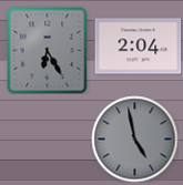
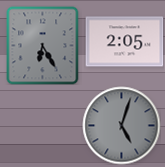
clock at (138, 47): 2:04 -> 2:05
clock at (134, 138): 4:58 -> 5:03
